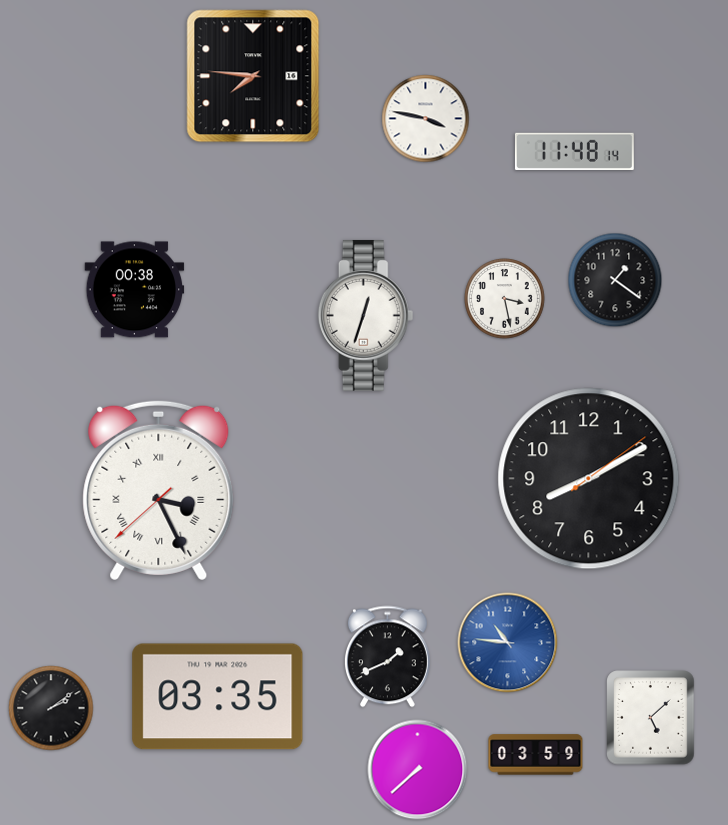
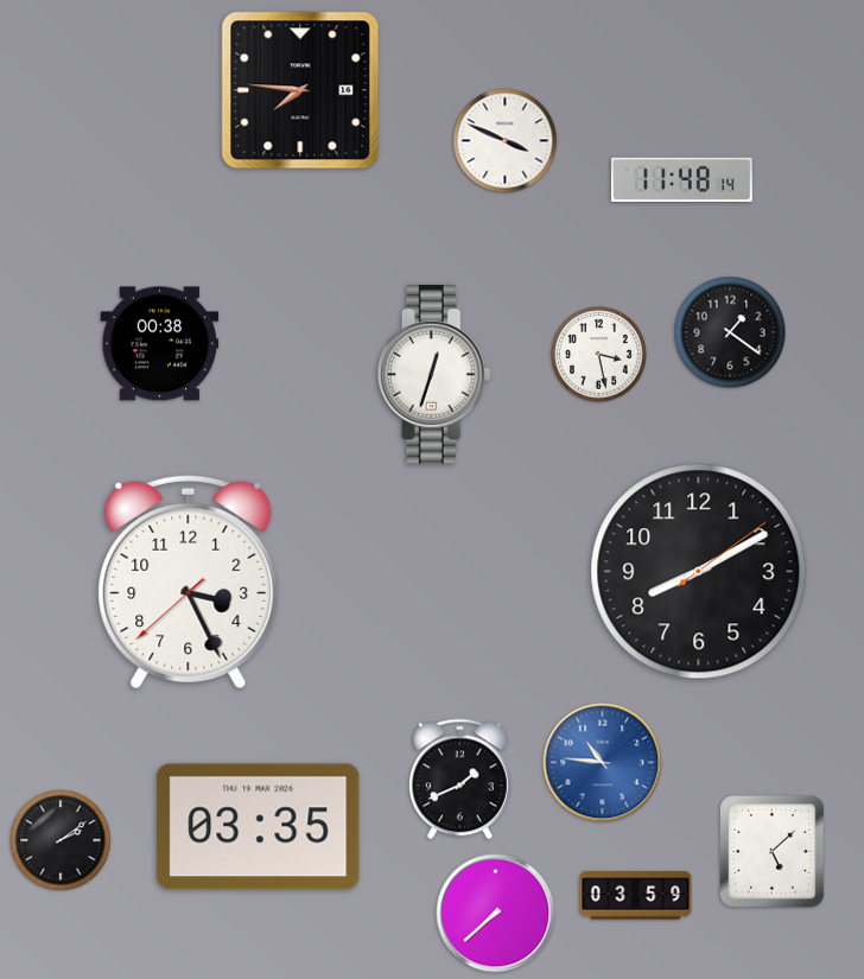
clock at (426, 119): 3:47 -> 3:49
clock at (589, 479) position: (589, 479) -> (699, 572)
clock at (159, 490) numerals: Roman -> Arabic
